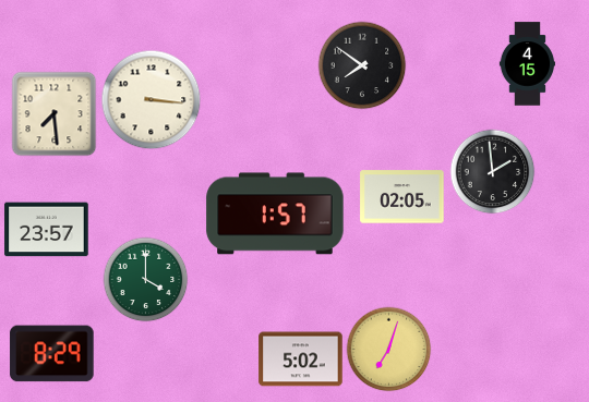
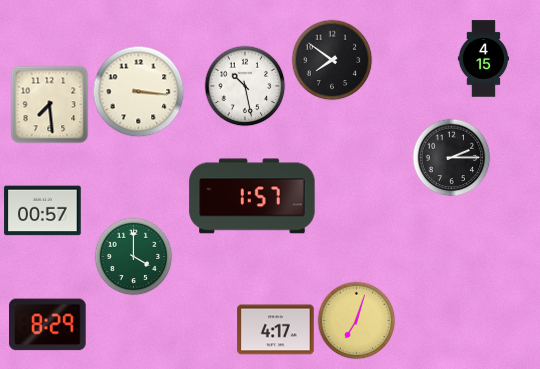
clock at (245, 86): none -> 10:28
clock at (492, 171): 1:59 -> 2:15
clock at (402, 197): 02:05 -> none
clock at (47, 230): 23:57 -> 00:57
clock at (301, 360): 5:02 -> 4:17
